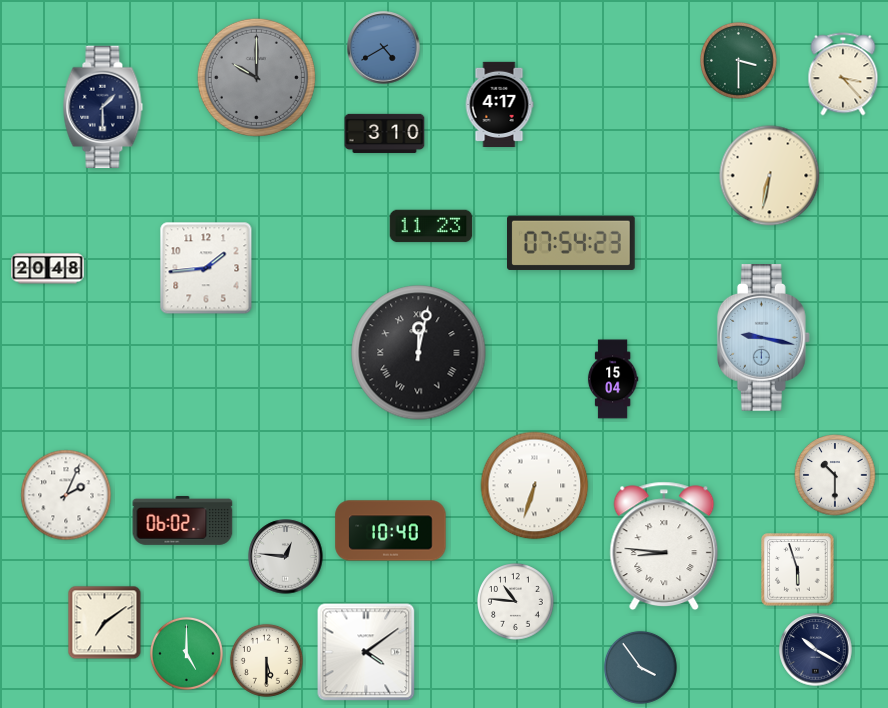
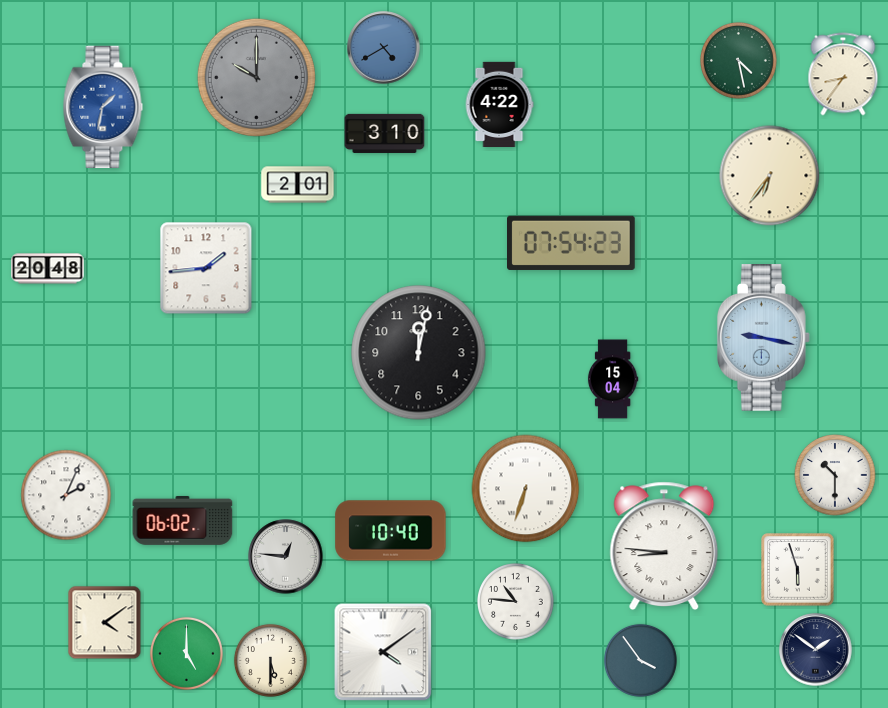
clock at (739, 61): 3:30 -> 4:28
clock at (843, 74): 3:23 -> 8:36
clock at (499, 104): 4:17 -> 4:22
clock at (103, 107): 1:30 -> 1:32
clock at (103, 107) dial: navy -> blue
clock at (770, 176): 6:32 -> 6:36
clock at (298, 185): none -> 2:01
clock at (431, 226): 11:23 -> none
clock at (419, 353) numerals: Roman -> Arabic
clock at (535, 486) position: (535, 486) -> (526, 489)
clock at (105, 623): 7:09 -> 4:09
clock at (816, 650): 10:20 -> 1:51
clock at (366, 652) position: (366, 652) -> (383, 652)
clock at (266, 660) position: (266, 660) -> (270, 660)
clock at (640, 667) position: (640, 667) -> (640, 660)
